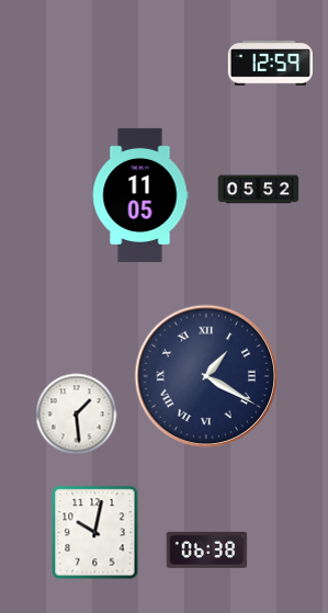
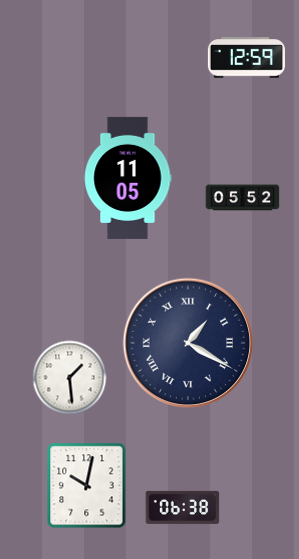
clock at (259, 190) position: (259, 190) -> (243, 198)
clock at (207, 549) position: (207, 549) -> (183, 507)
